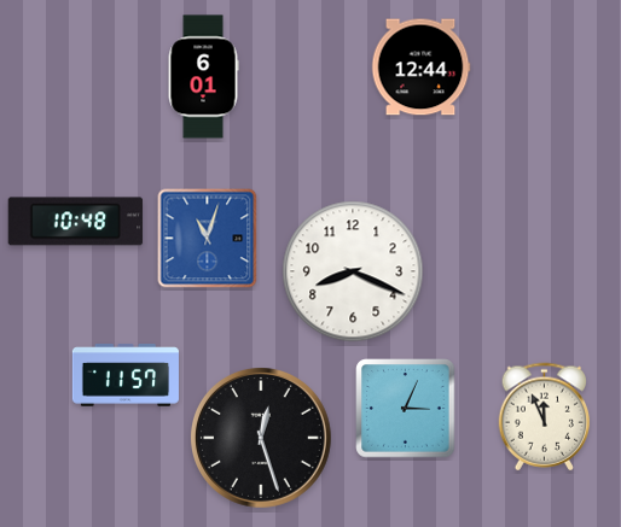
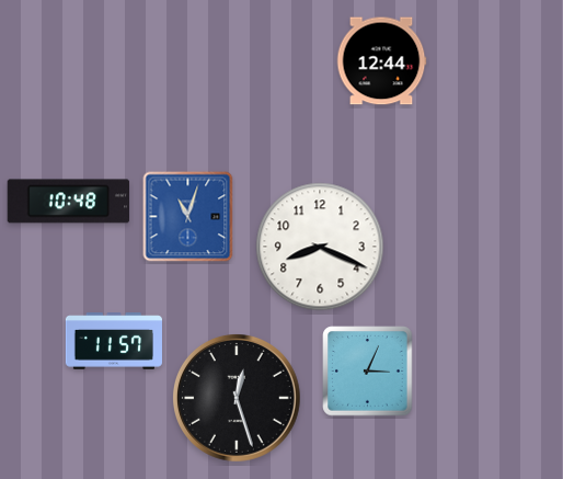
clock at (203, 77): 6:01 -> none
clock at (545, 417): 11:56 -> none
